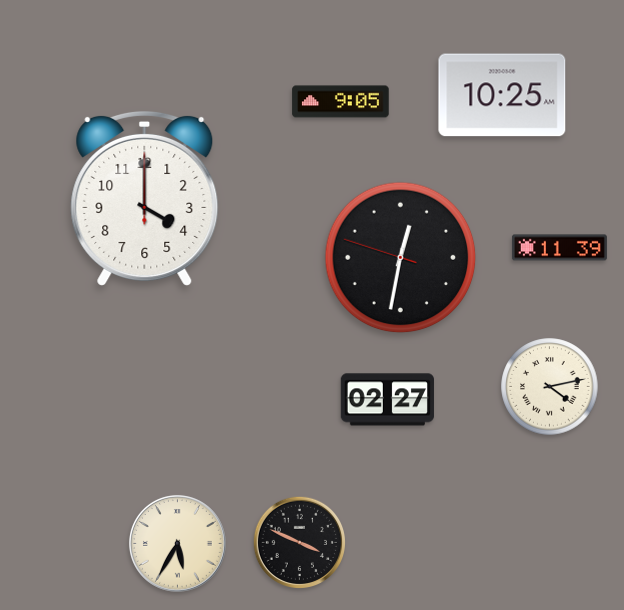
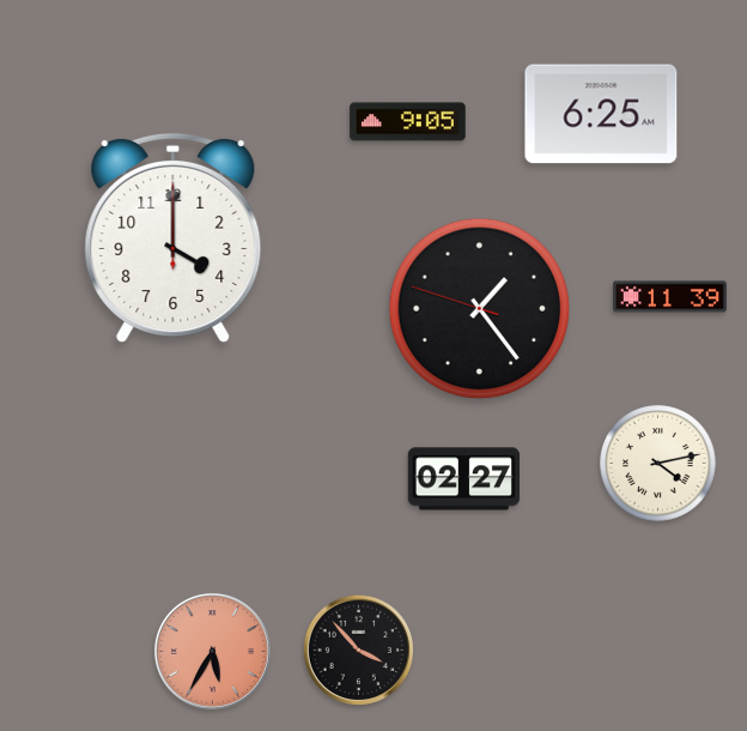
clock at (502, 95): 10:25 -> 6:25
clock at (401, 258): 12:31 -> 1:23
clock at (299, 542): 3:49 -> 3:53
clock at (177, 543) dial: cream -> salmon
